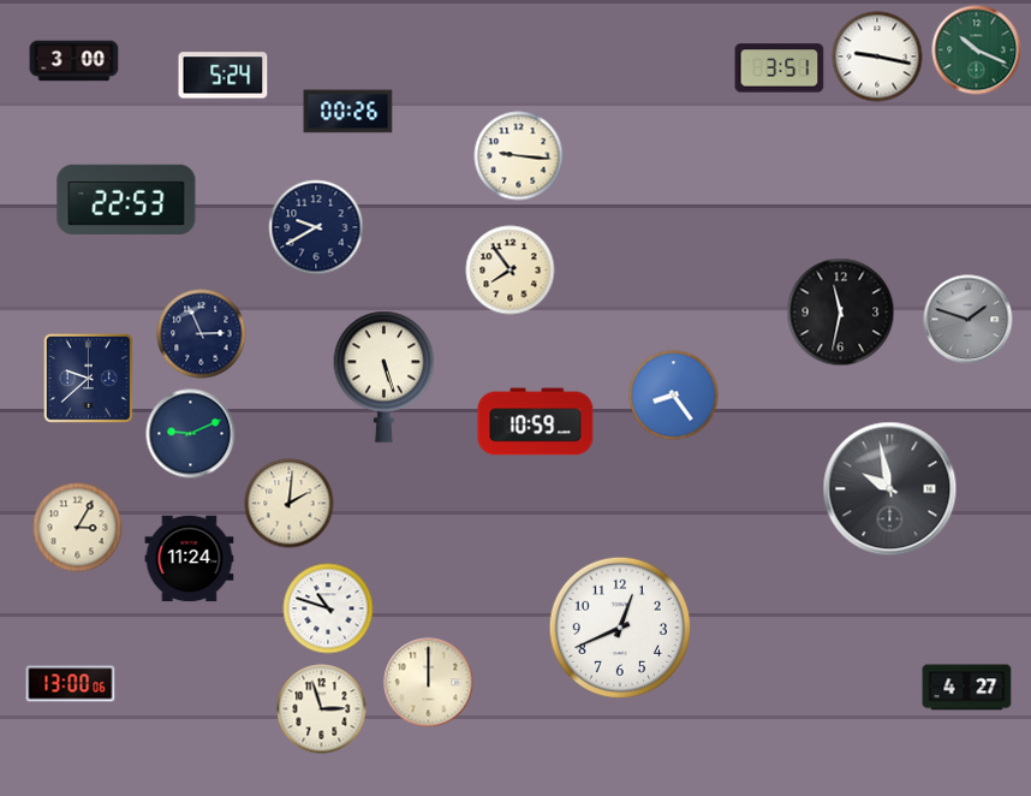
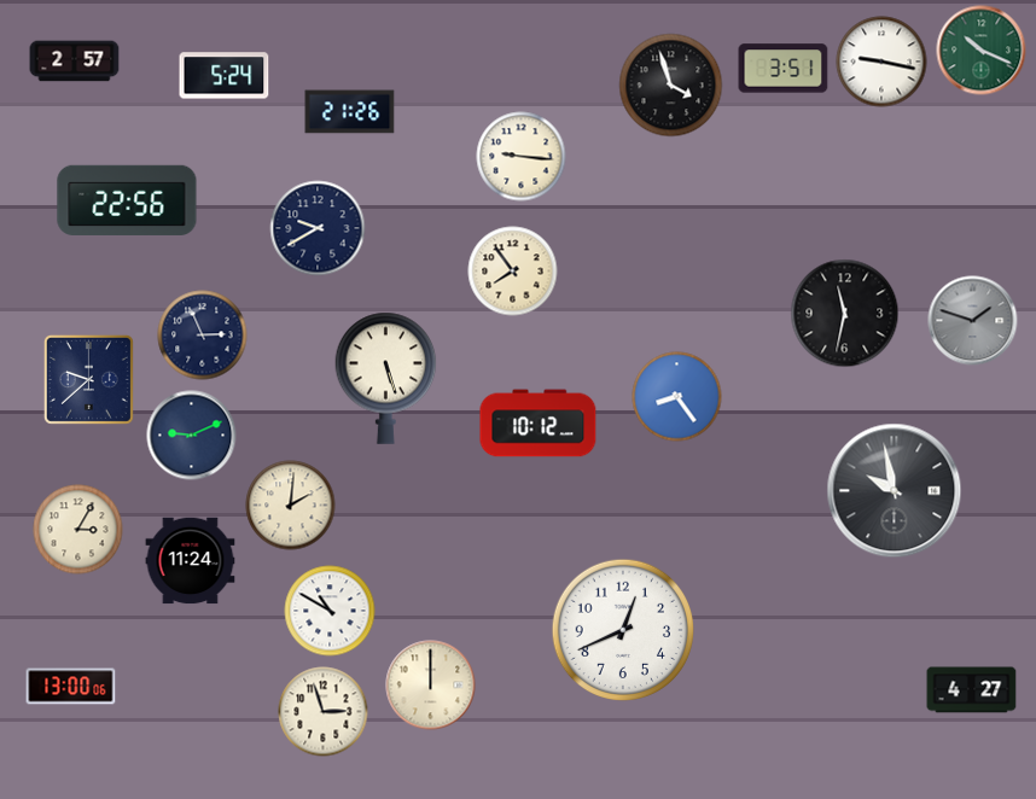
clock at (877, 57) position: (877, 57) -> (881, 62)
clock at (75, 61): 3:00 -> 2:57
clock at (671, 86): none -> 3:57
clock at (348, 112): 00:26 -> 21:26
clock at (126, 200): 22:53 -> 22:56
clock at (536, 422): 10:59 -> 10:12
clock at (328, 608): 10:48 -> 10:50
